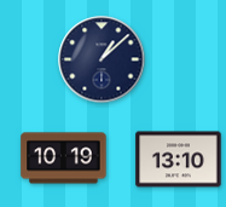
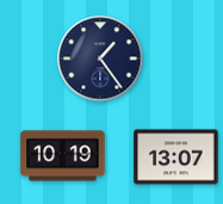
clock at (102, 59): 1:08 -> 1:24
clock at (179, 160): 13:10 -> 13:07
